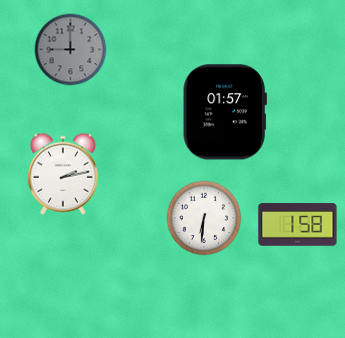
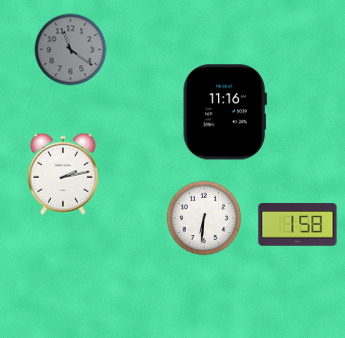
clock at (71, 50): 9:00 -> 11:21
clock at (225, 112): 01:57 -> 11:16
